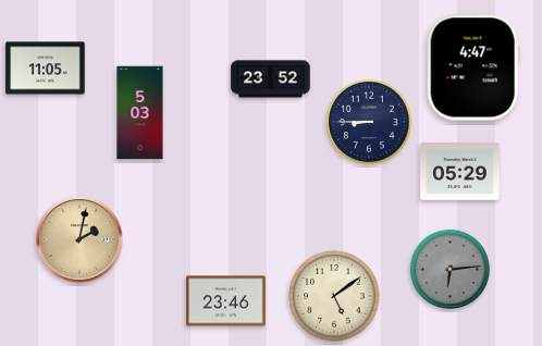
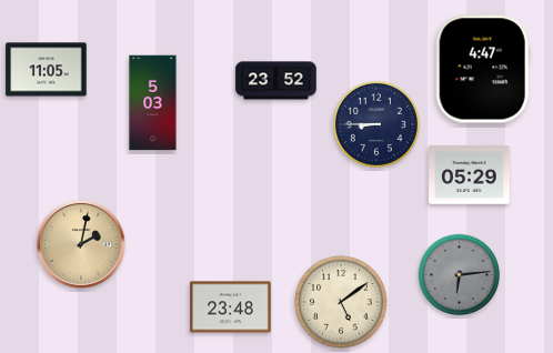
clock at (140, 113) position: (140, 113) -> (153, 103)
clock at (226, 301): 23:46 -> 23:48
